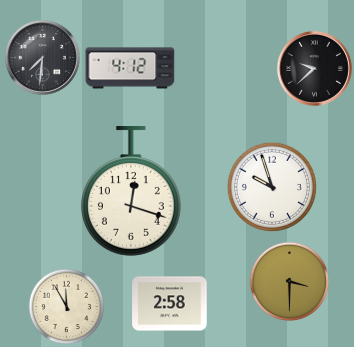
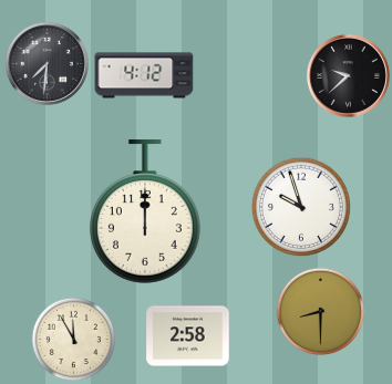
clock at (131, 191): 12:18 -> 12:00
clock at (290, 282): 3:30 -> 8:30
